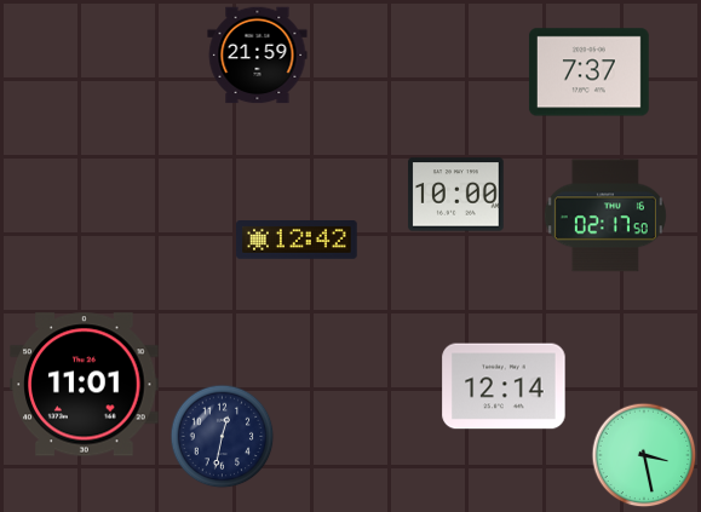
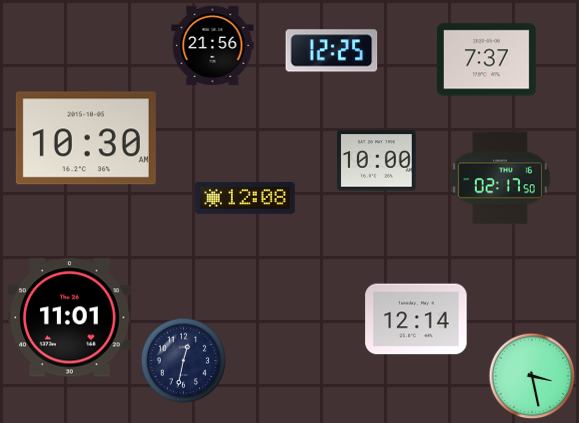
clock at (258, 56): 21:59 -> 21:56
clock at (332, 51): none -> 12:25
clock at (86, 138): none -> 10:30
clock at (297, 241): 12:42 -> 12:08
